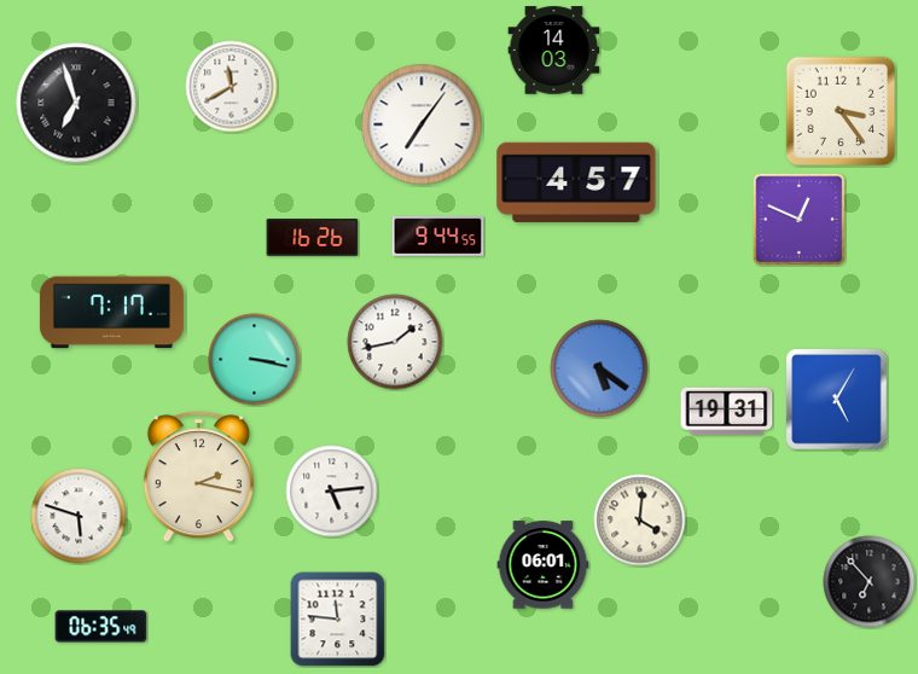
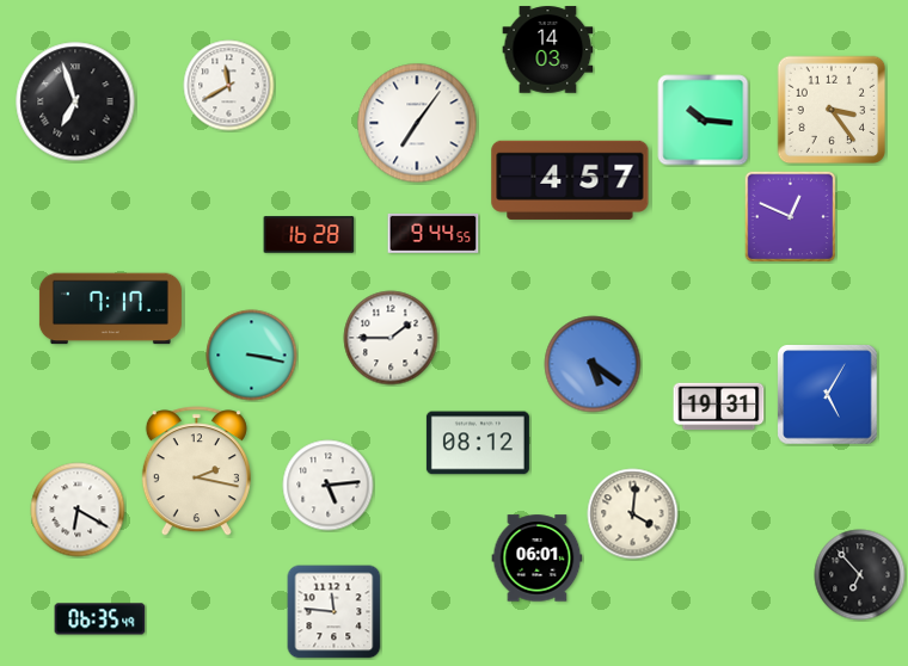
clock at (704, 121): none -> 10:16
clock at (313, 238): 16:26 -> 16:28
clock at (395, 342): 1:43 -> 1:45
clock at (478, 443): none -> 08:12
clock at (79, 516): 5:48 -> 6:20
